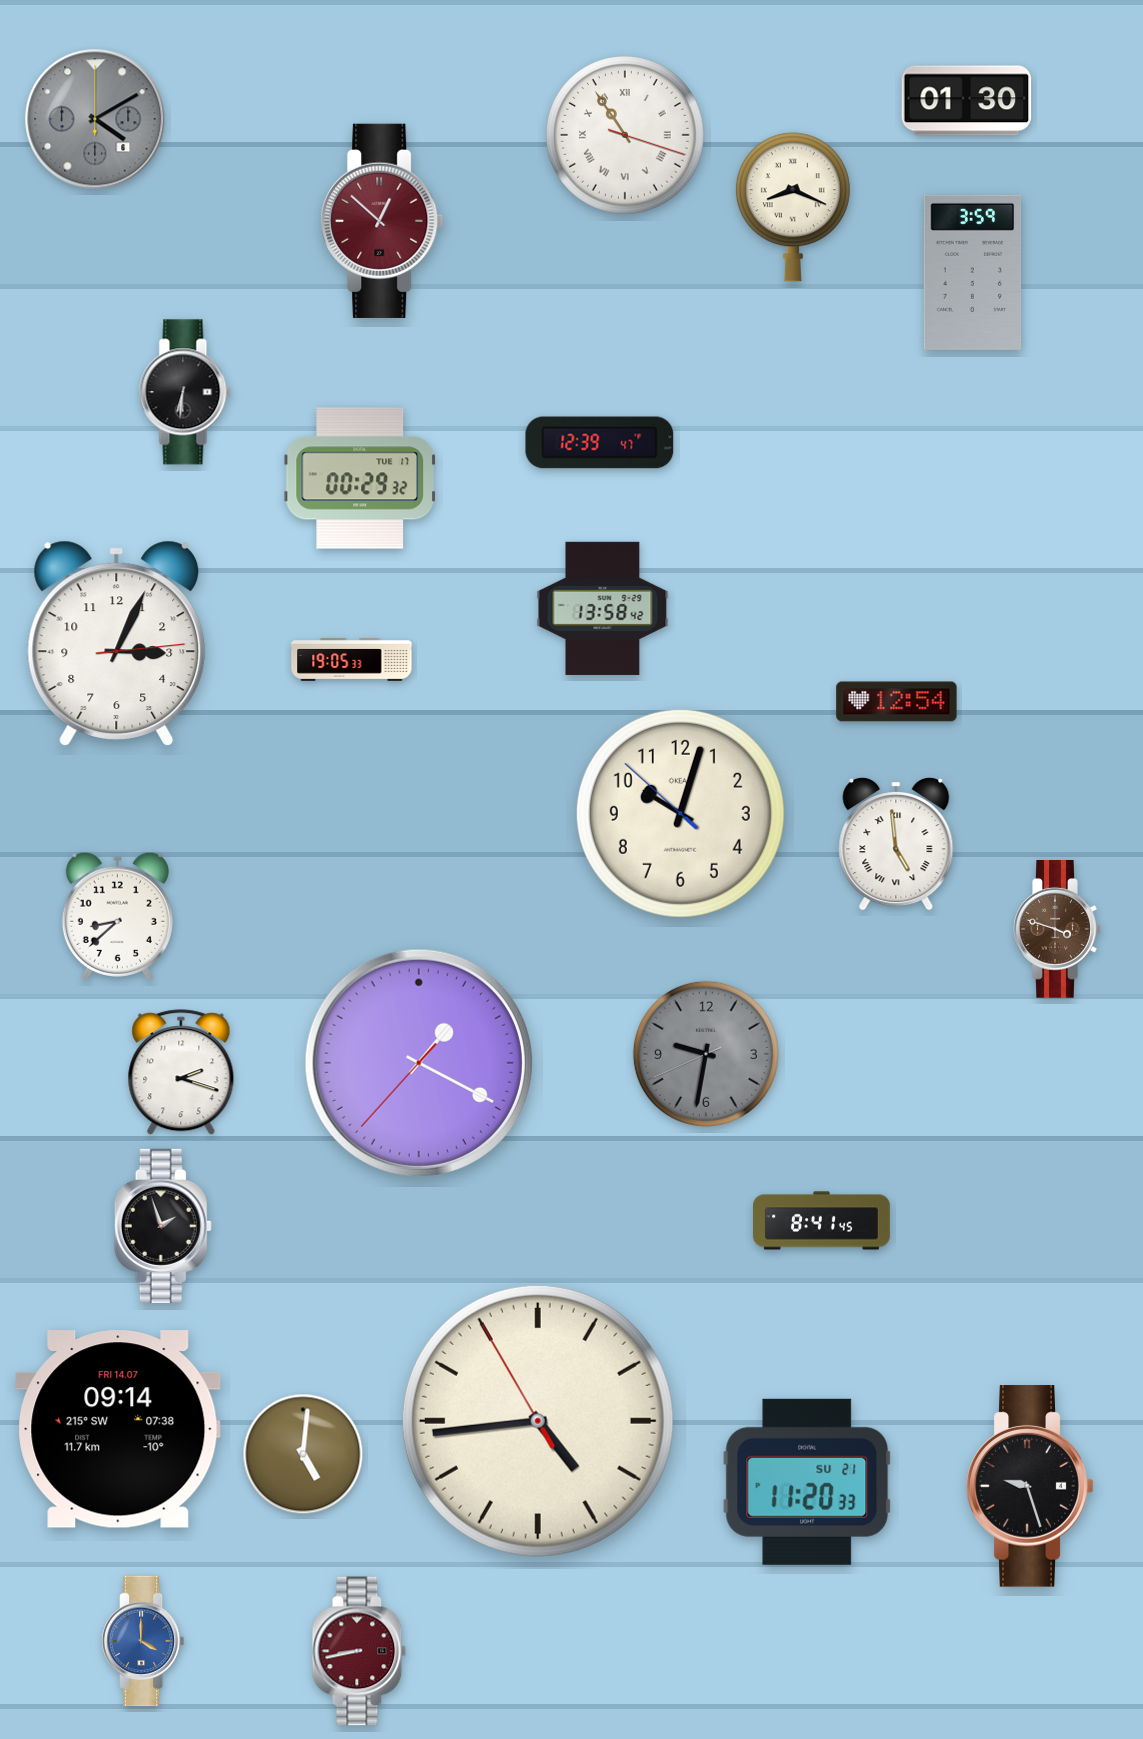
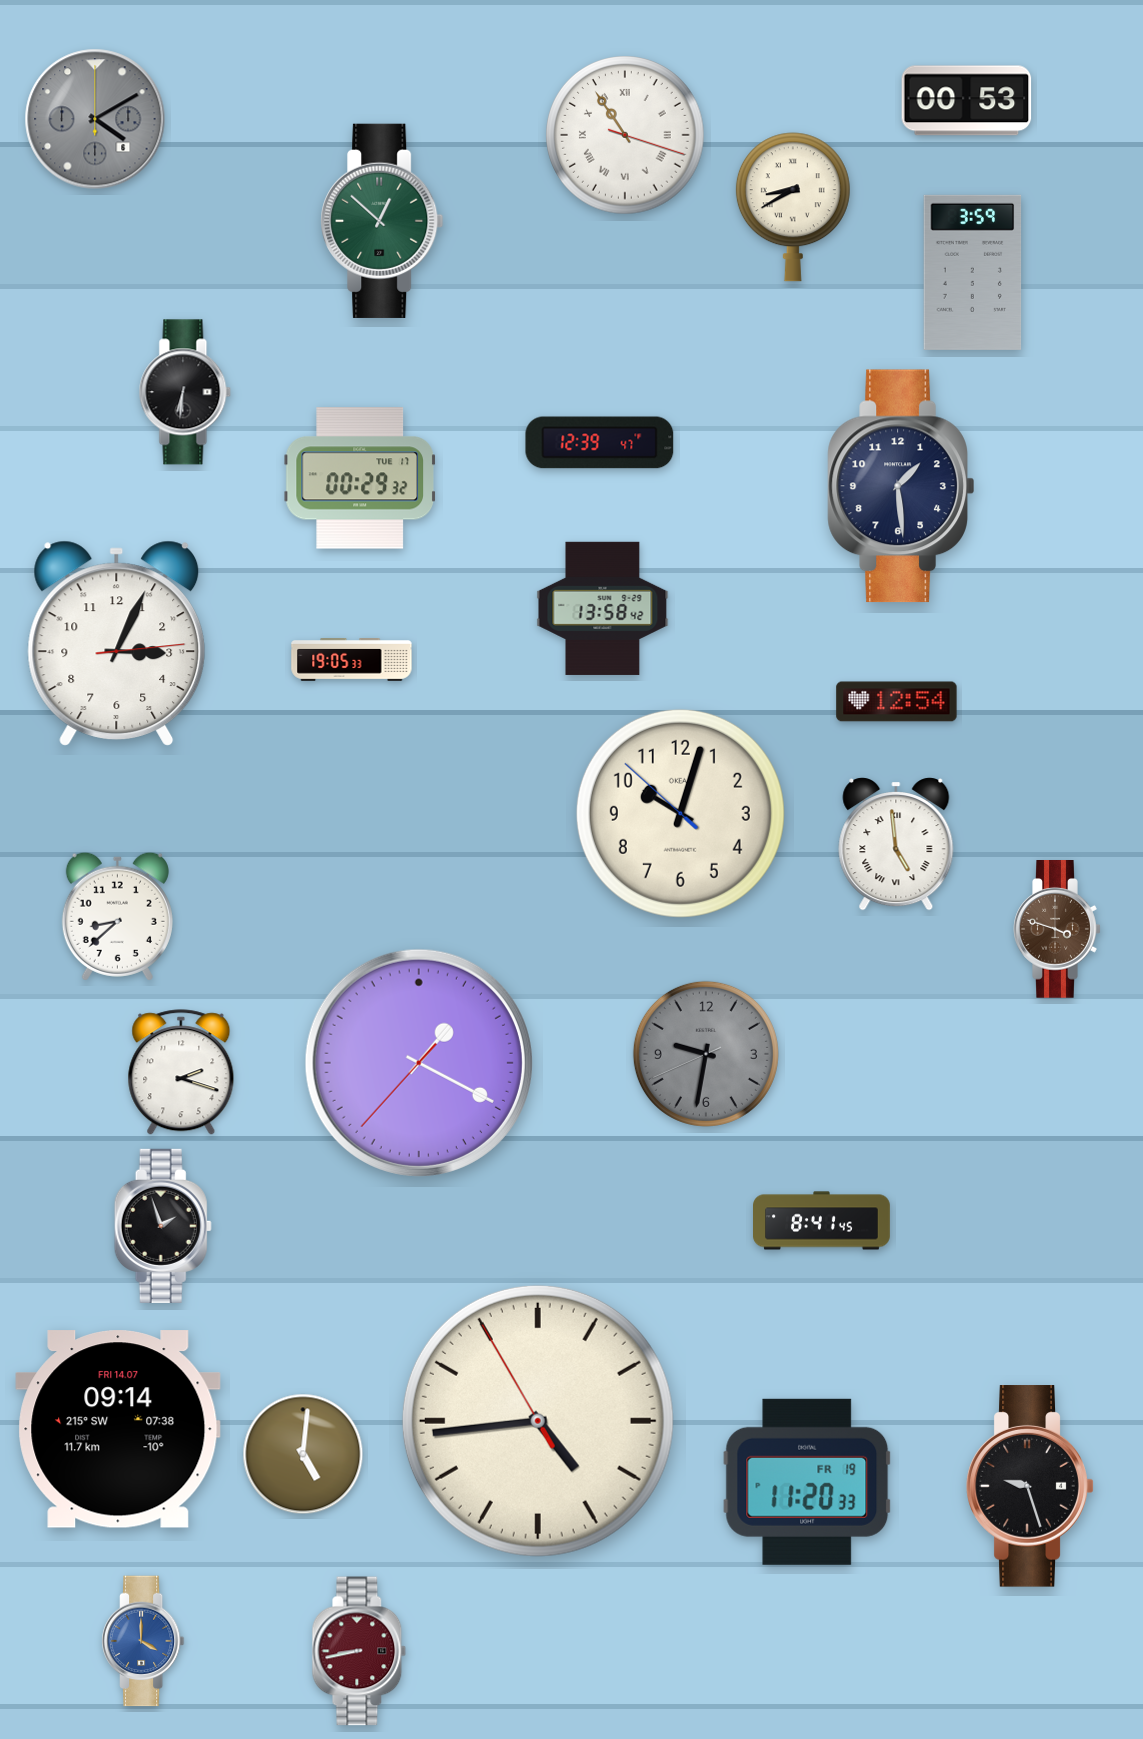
clock at (967, 101): 01:30 -> 00:53
clock at (793, 207): 8:19 -> 8:40
clock at (382, 221) dial: burgundy -> green
clock at (901, 486): none -> 1:29
clock at (807, 1482) date: SU 21 -> FR 19
